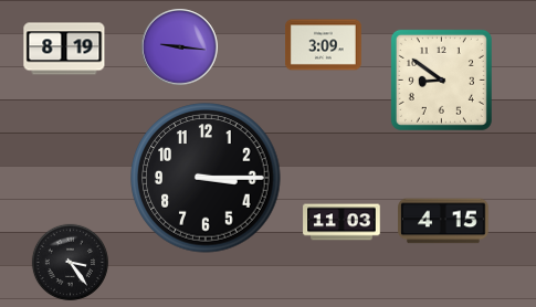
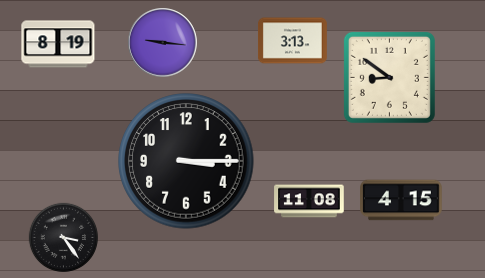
clock at (324, 45): 3:09 -> 3:13
clock at (441, 80) position: (441, 80) -> (389, 77)
clock at (341, 222): 11:03 -> 11:08
